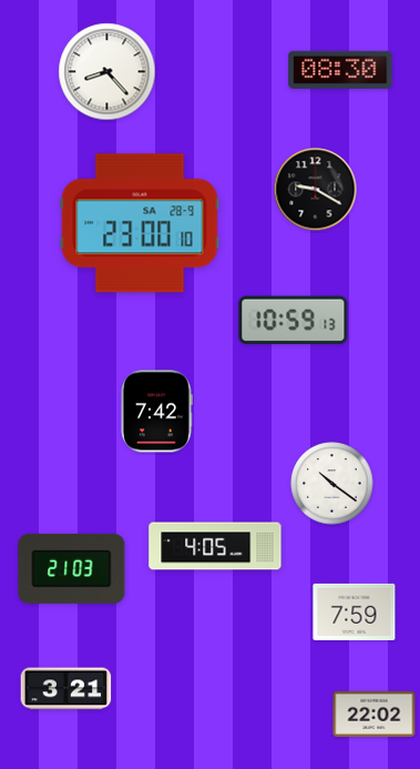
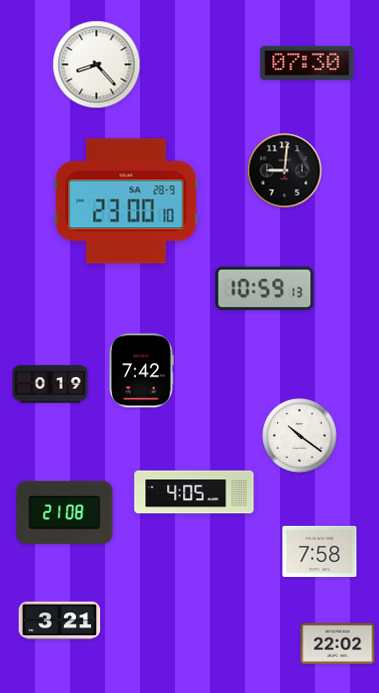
clock at (340, 70): 08:30 -> 07:30
clock at (316, 190): 9:20 -> 9:01
clock at (50, 384): none -> 0:19
clock at (72, 568): 21:03 -> 21:08
clock at (355, 611): 7:59 -> 7:58
